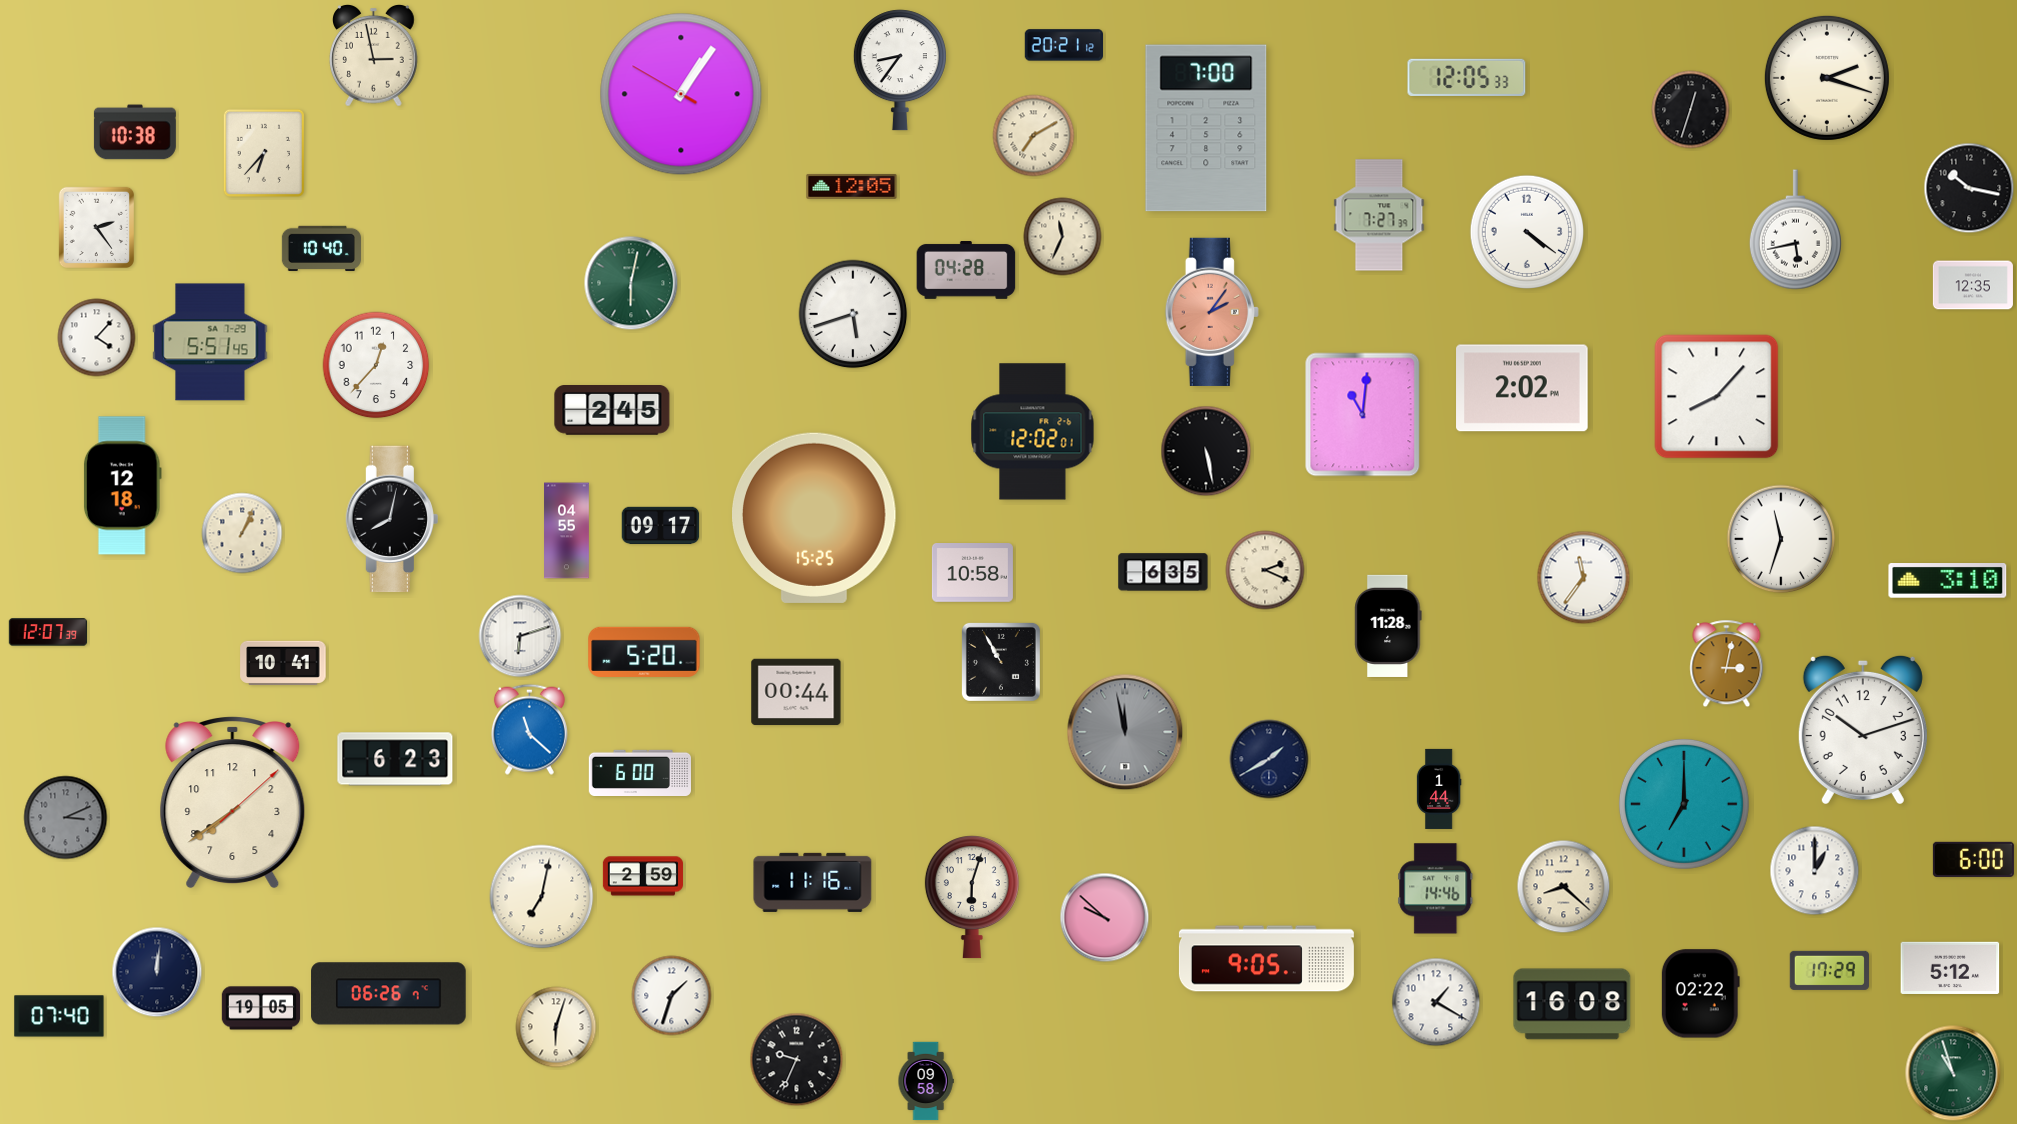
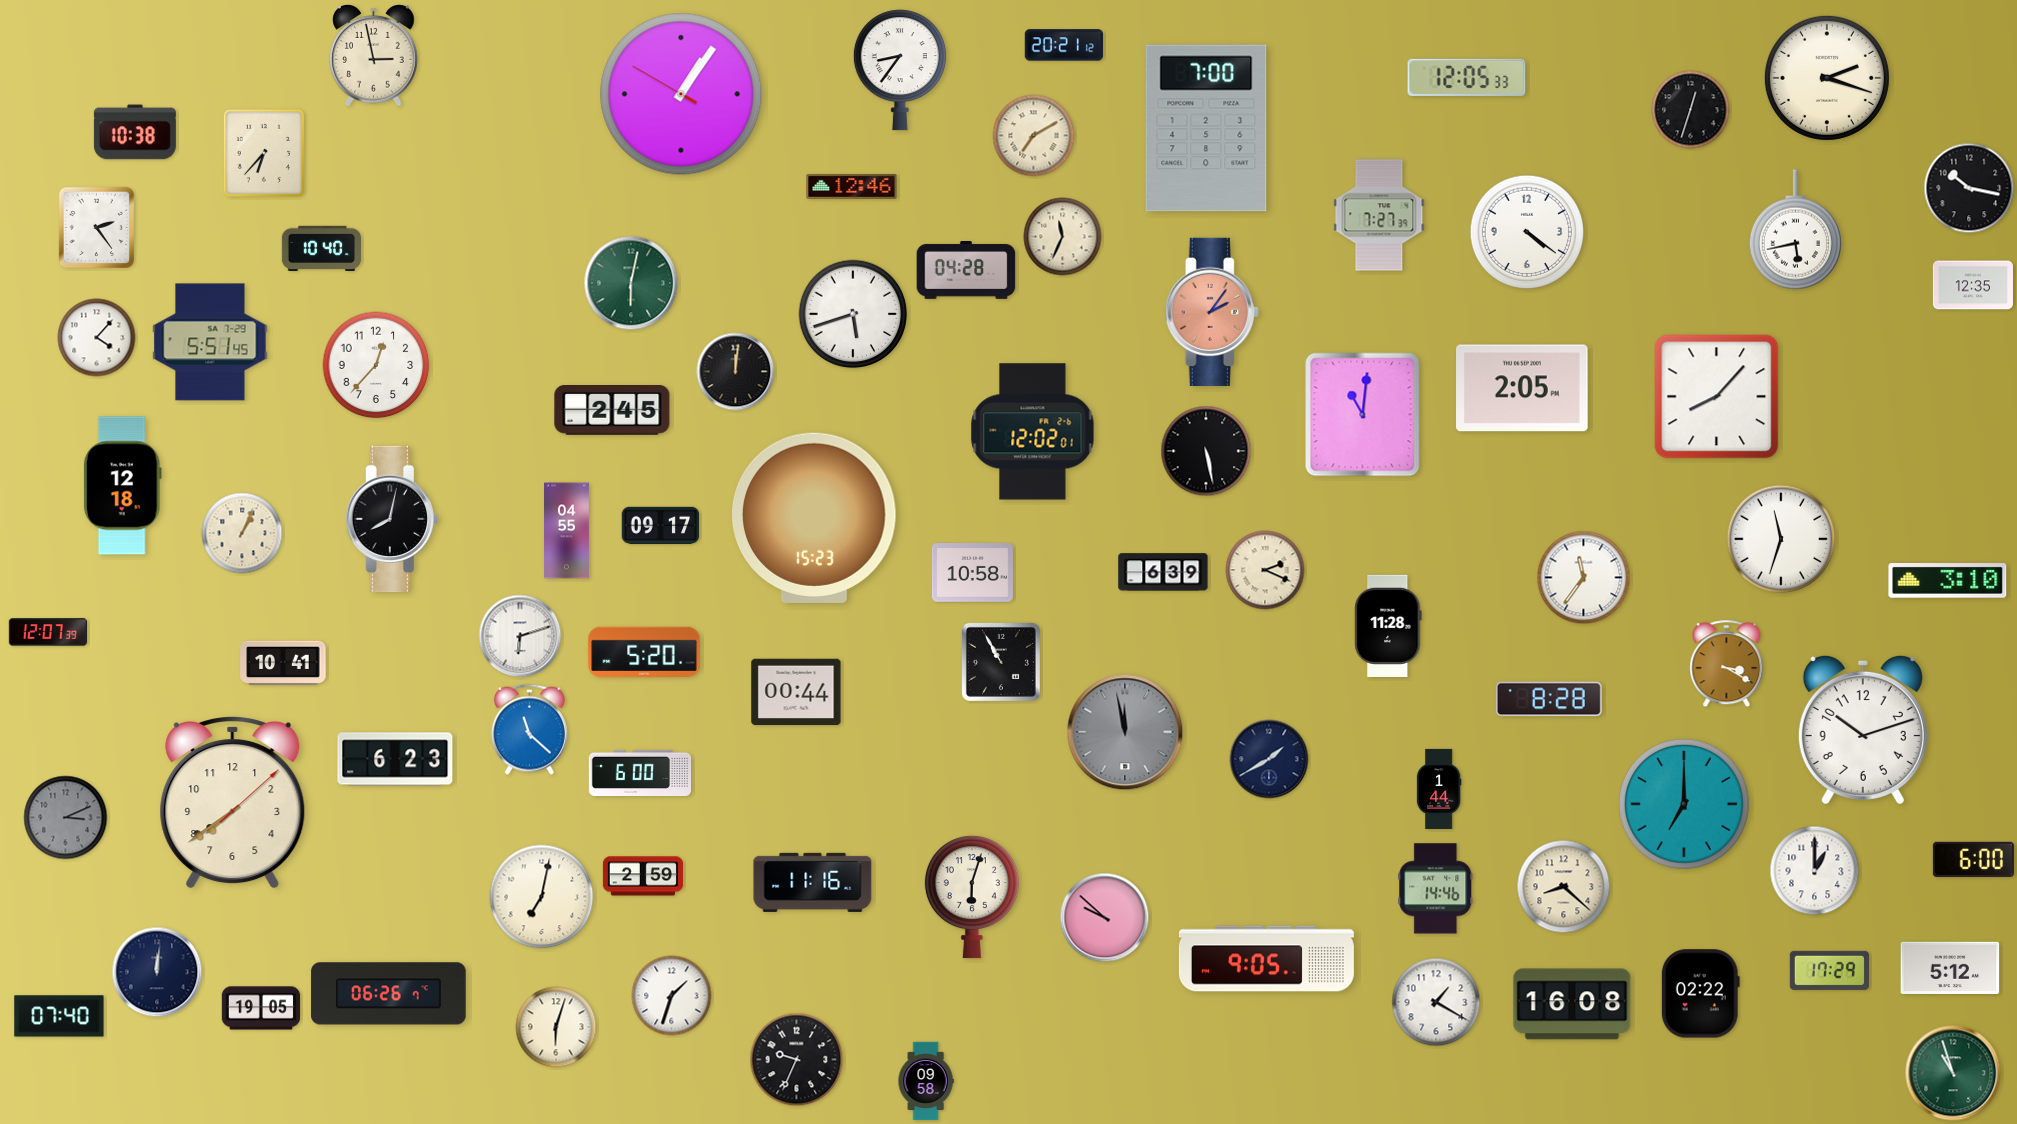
clock at (852, 186): 12:05 -> 12:46
clock at (736, 372): none -> 12:01
clock at (1522, 388): 2:02 -> 2:05
clock at (815, 518): 15:25 -> 15:23
clock at (1163, 572): 6:35 -> 6:39
clock at (1727, 664): 3:02 -> 3:20
clock at (1549, 699): none -> 8:28
